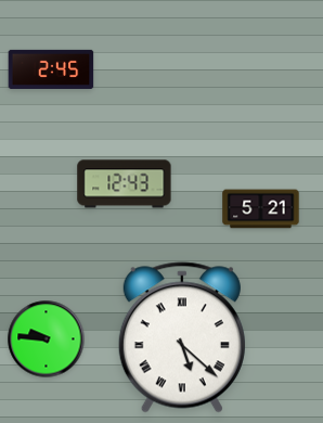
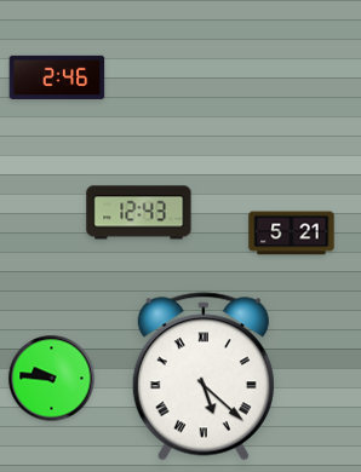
clock at (51, 69): 2:45 -> 2:46
clock at (125, 184) position: (125, 184) -> (139, 213)
